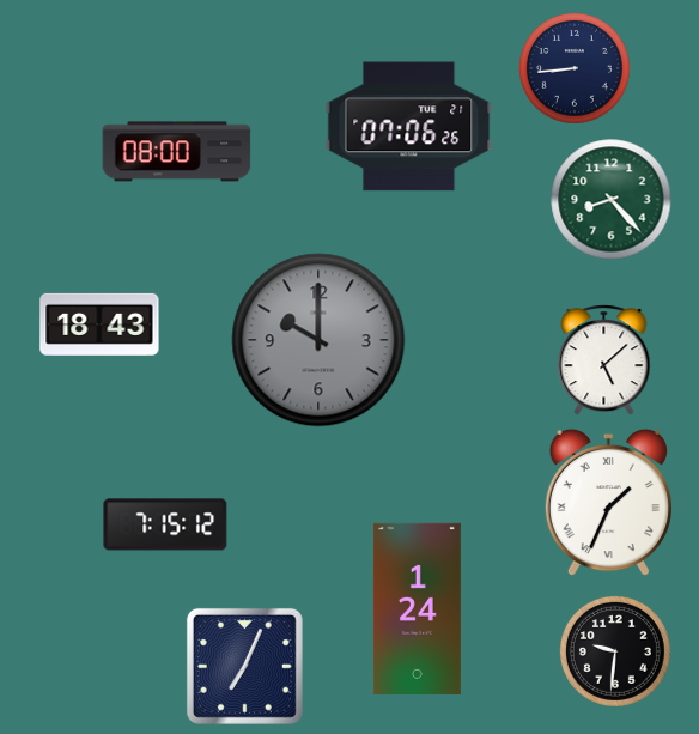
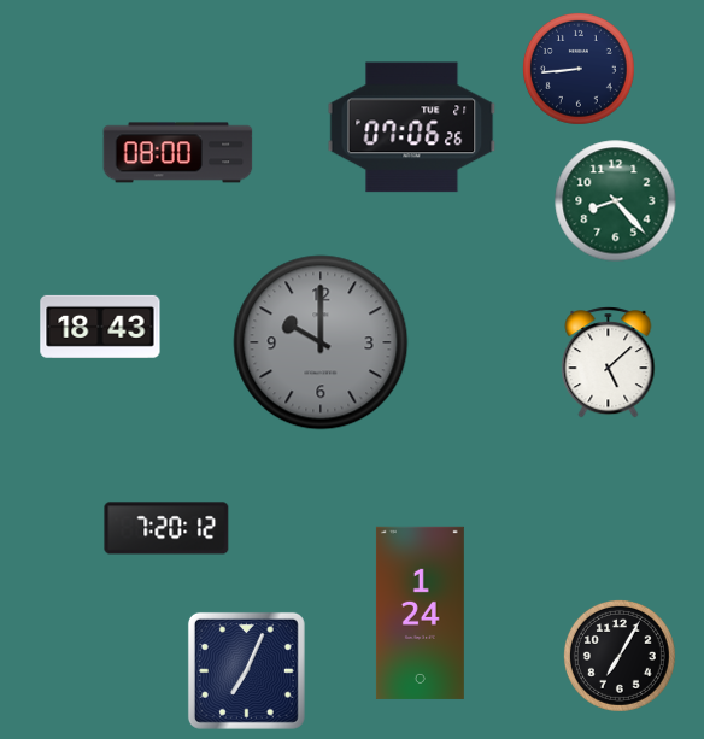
clock at (608, 503): 1:34 -> none
clock at (165, 524): 7:15 -> 7:20
clock at (615, 651): 9:31 -> 7:05
